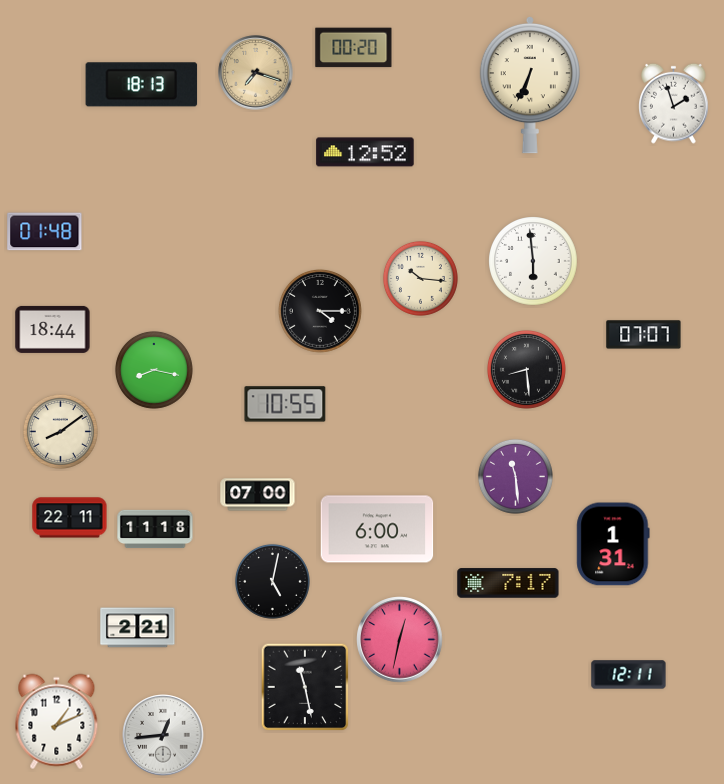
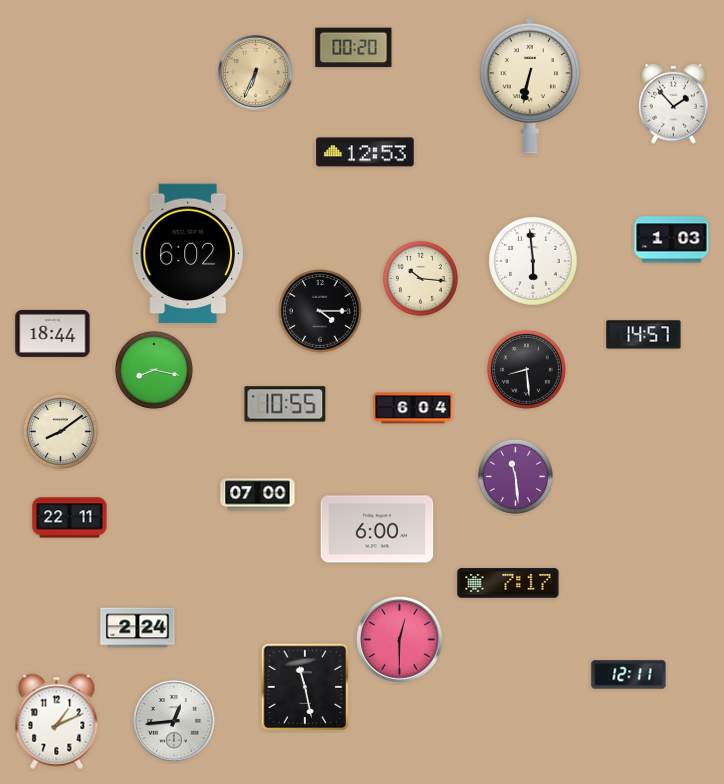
clock at (256, 73): 7:18 -> 6:34
clock at (142, 85): 18:13 -> none
clock at (530, 85): 6:34 -> 6:32
clock at (674, 103): 1:57 -> 1:53
clock at (365, 152): 12:52 -> 12:53
clock at (45, 232): 01:48 -> none
clock at (672, 240): none -> 1:03
clock at (188, 254): none -> 6:02
clock at (53, 329) position: (53, 329) -> (53, 333)
clock at (644, 335): 07:07 -> 14:57
clock at (413, 408): none -> 6:04
clock at (155, 529): 11:18 -> none
clock at (613, 544): 1:31 -> none
clock at (272, 581): 5:02 -> none
clock at (138, 628): 2:21 -> 2:24
clock at (400, 640): 12:32 -> 12:30
clock at (163, 735) position: (163, 735) -> (174, 721)
